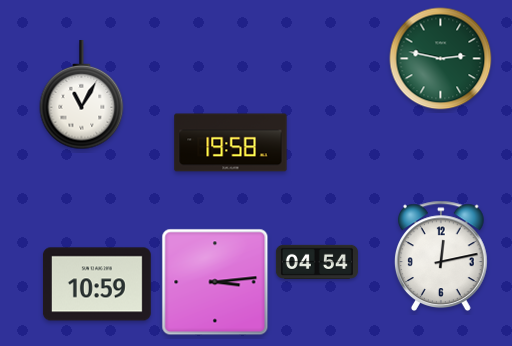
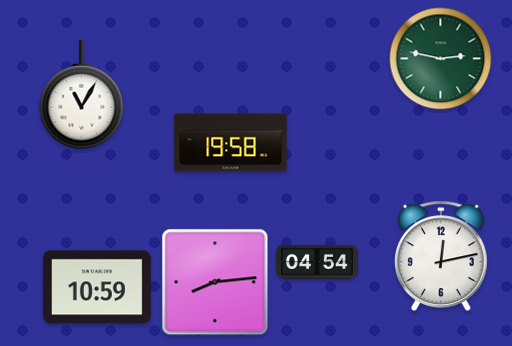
clock at (215, 282): 3:14 -> 8:14
clock at (97, 284) position: (97, 284) -> (97, 287)
